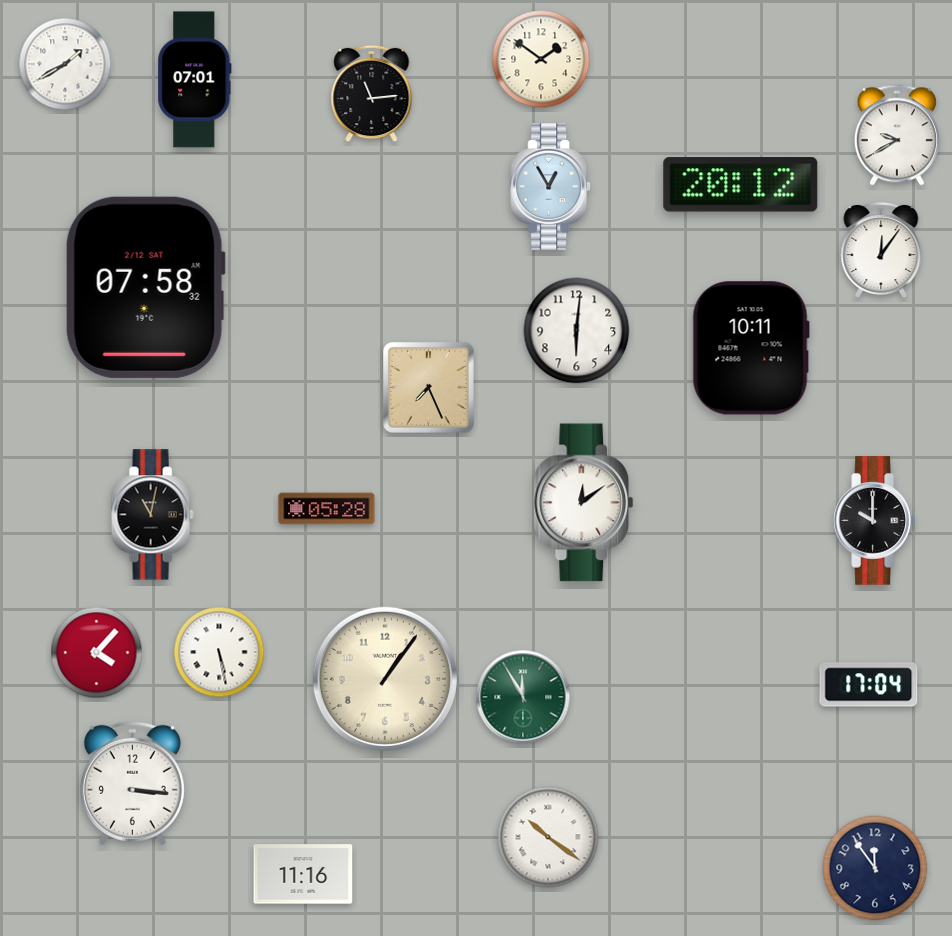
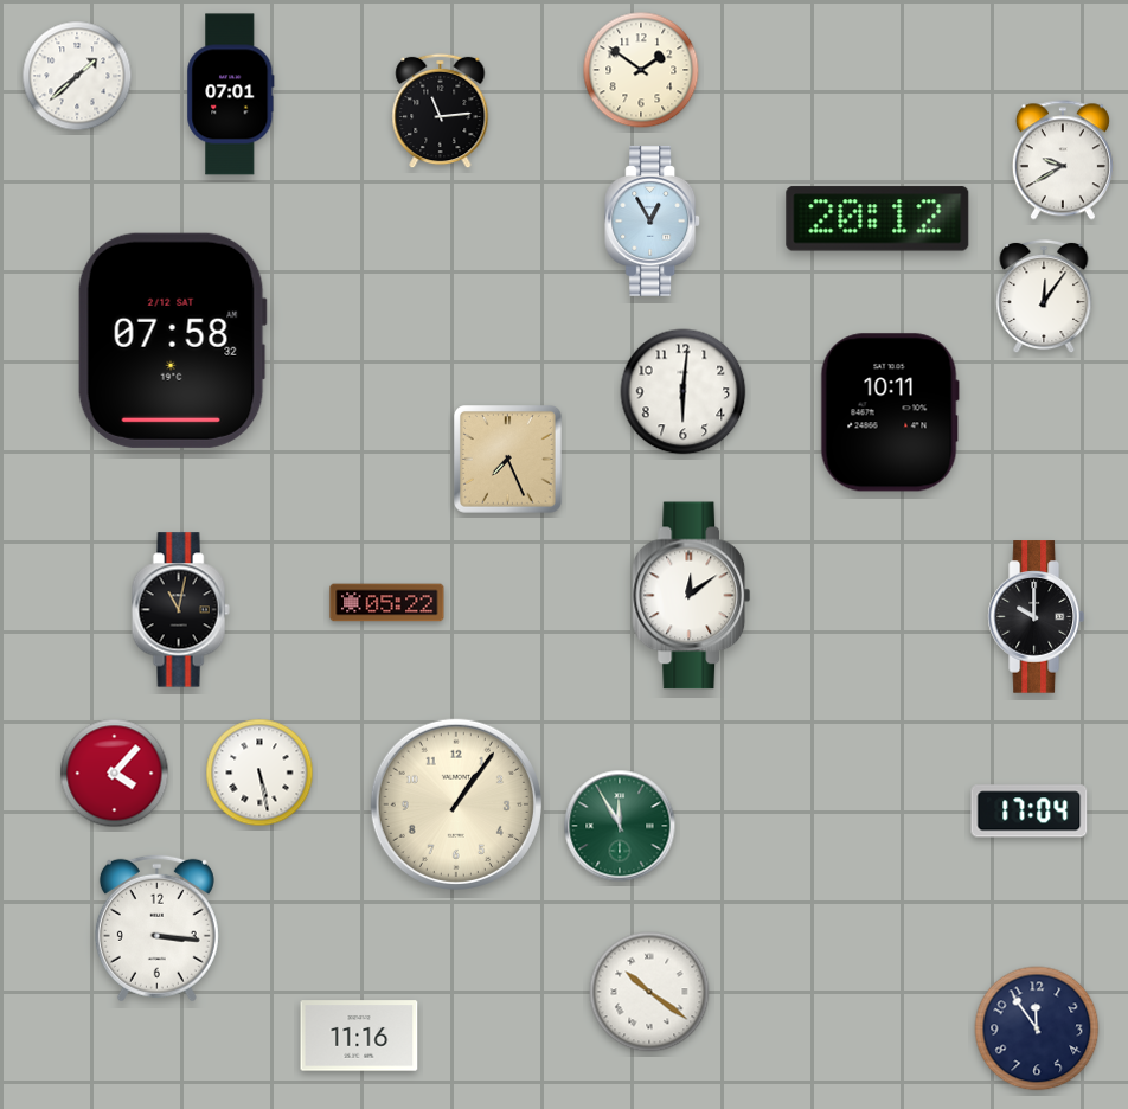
clock at (65, 64): 1:40 -> 1:38
clock at (327, 509): 05:28 -> 05:22
